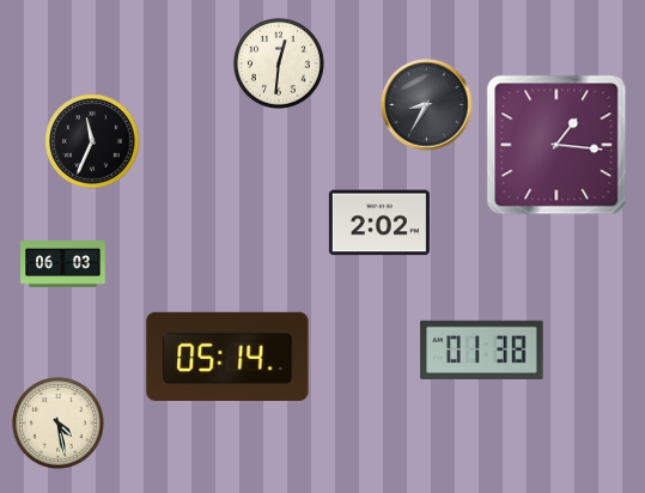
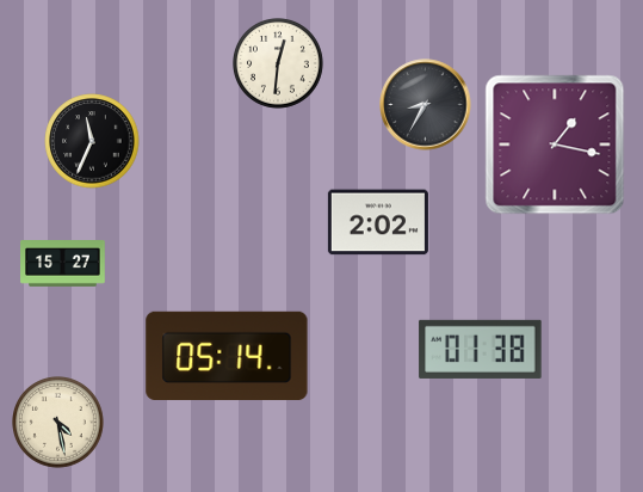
clock at (556, 145): 1:16 -> 1:17
clock at (63, 264): 06:03 -> 15:27
